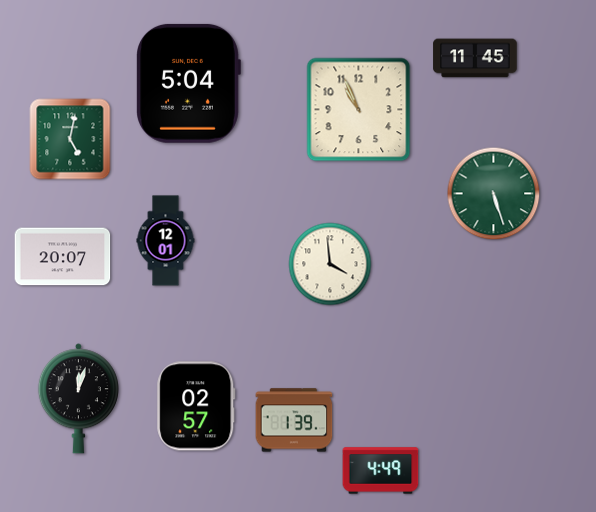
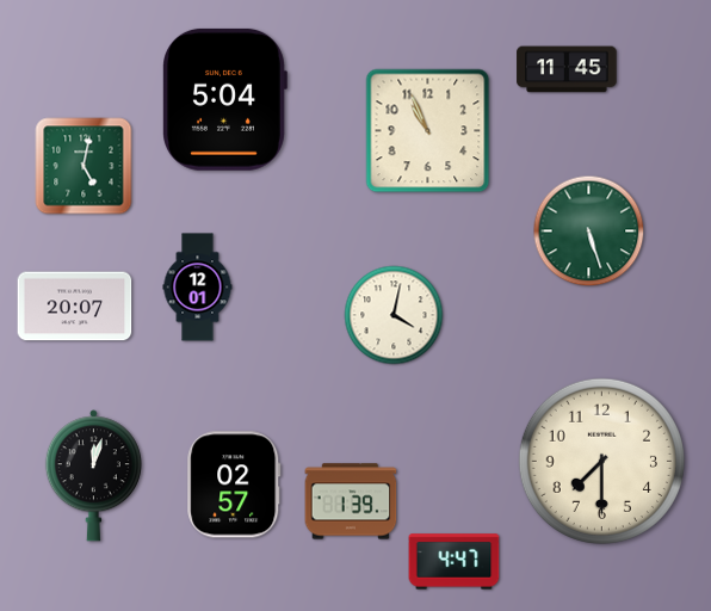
clock at (330, 264): 3:59 -> 4:02
clock at (601, 461): none -> 7:30
clock at (381, 471): 4:49 -> 4:47
